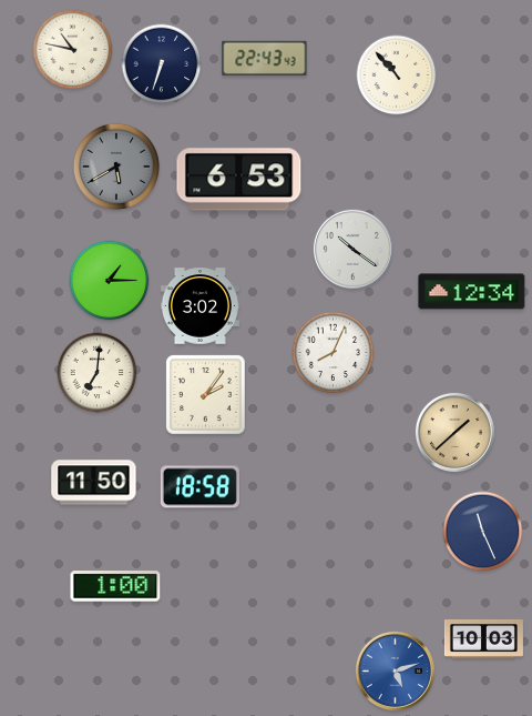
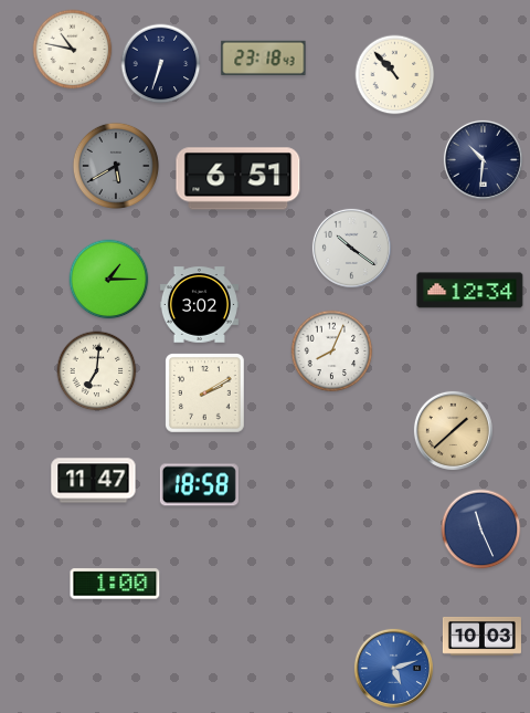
clock at (265, 58): 22:43 -> 23:18
clock at (483, 159): none -> 10:31
clock at (239, 180): 6:53 -> 6:51
clock at (206, 395): 2:06 -> 2:10
clock at (94, 483): 11:50 -> 11:47
